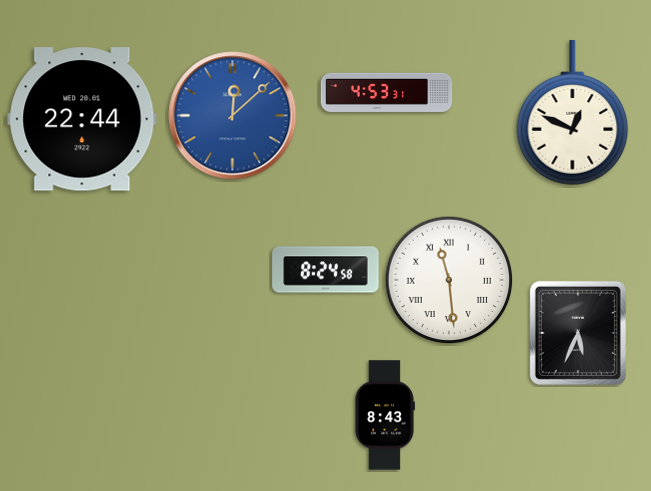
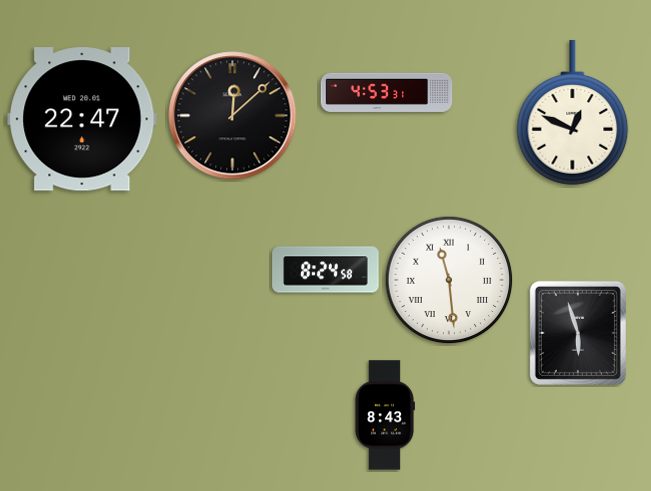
clock at (233, 116) dial: blue -> black
clock at (82, 119): 22:44 -> 22:47
clock at (578, 333): 5:34 -> 5:57
